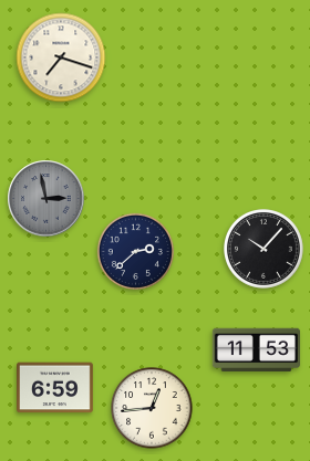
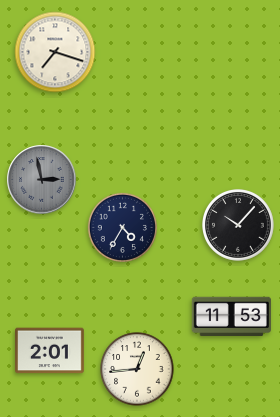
clock at (135, 251): 2:38 -> 4:35
clock at (55, 388): 6:59 -> 2:01
